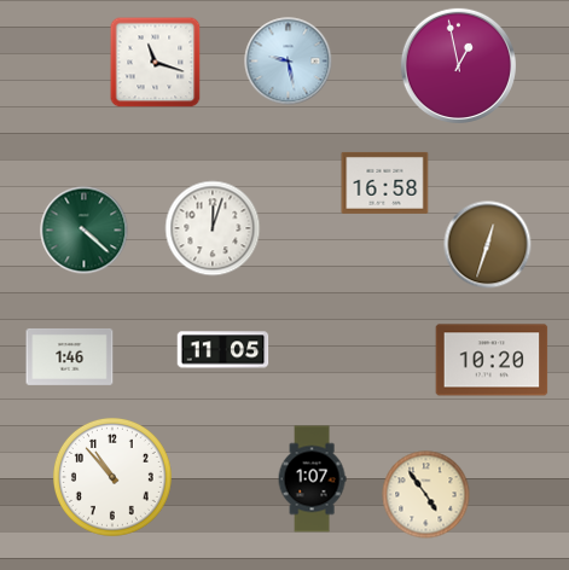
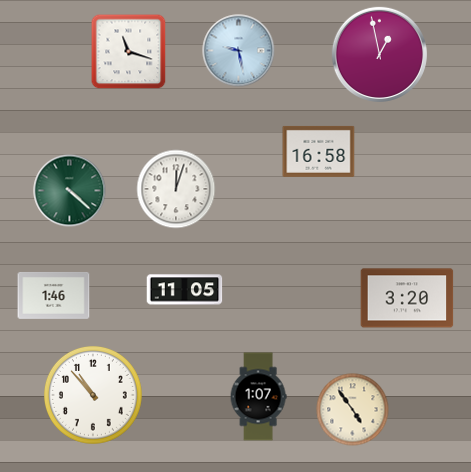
clock at (488, 245): 12:33 -> none
clock at (70, 356) position: (70, 356) -> (54, 295)
clock at (492, 360): 10:20 -> 3:20
